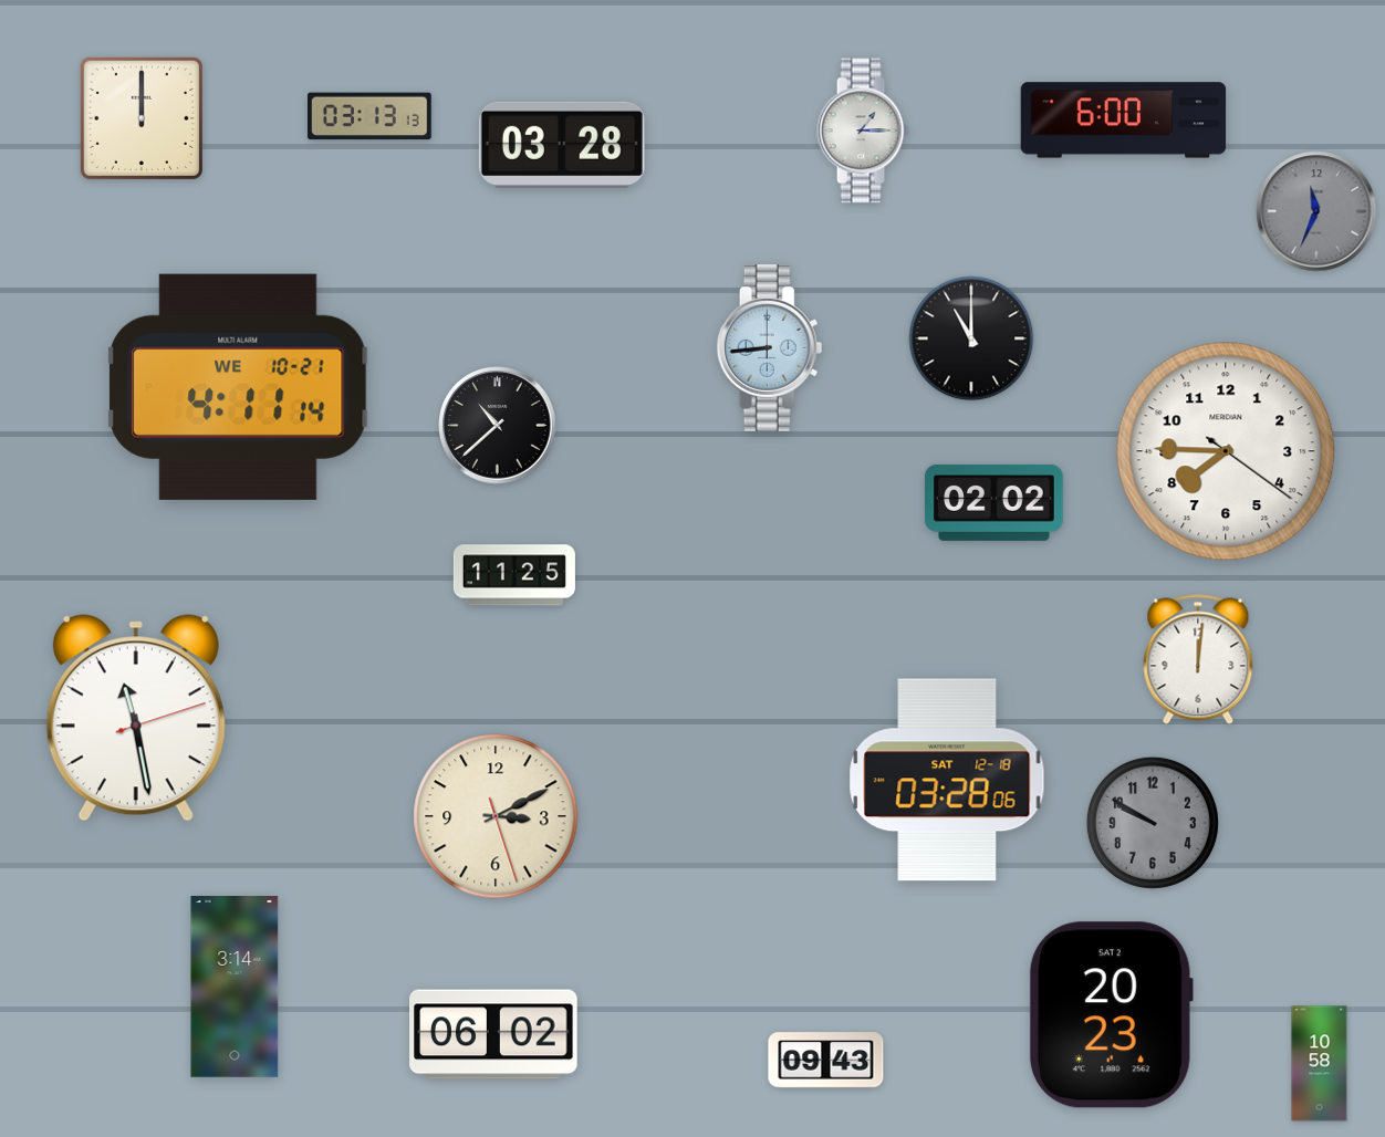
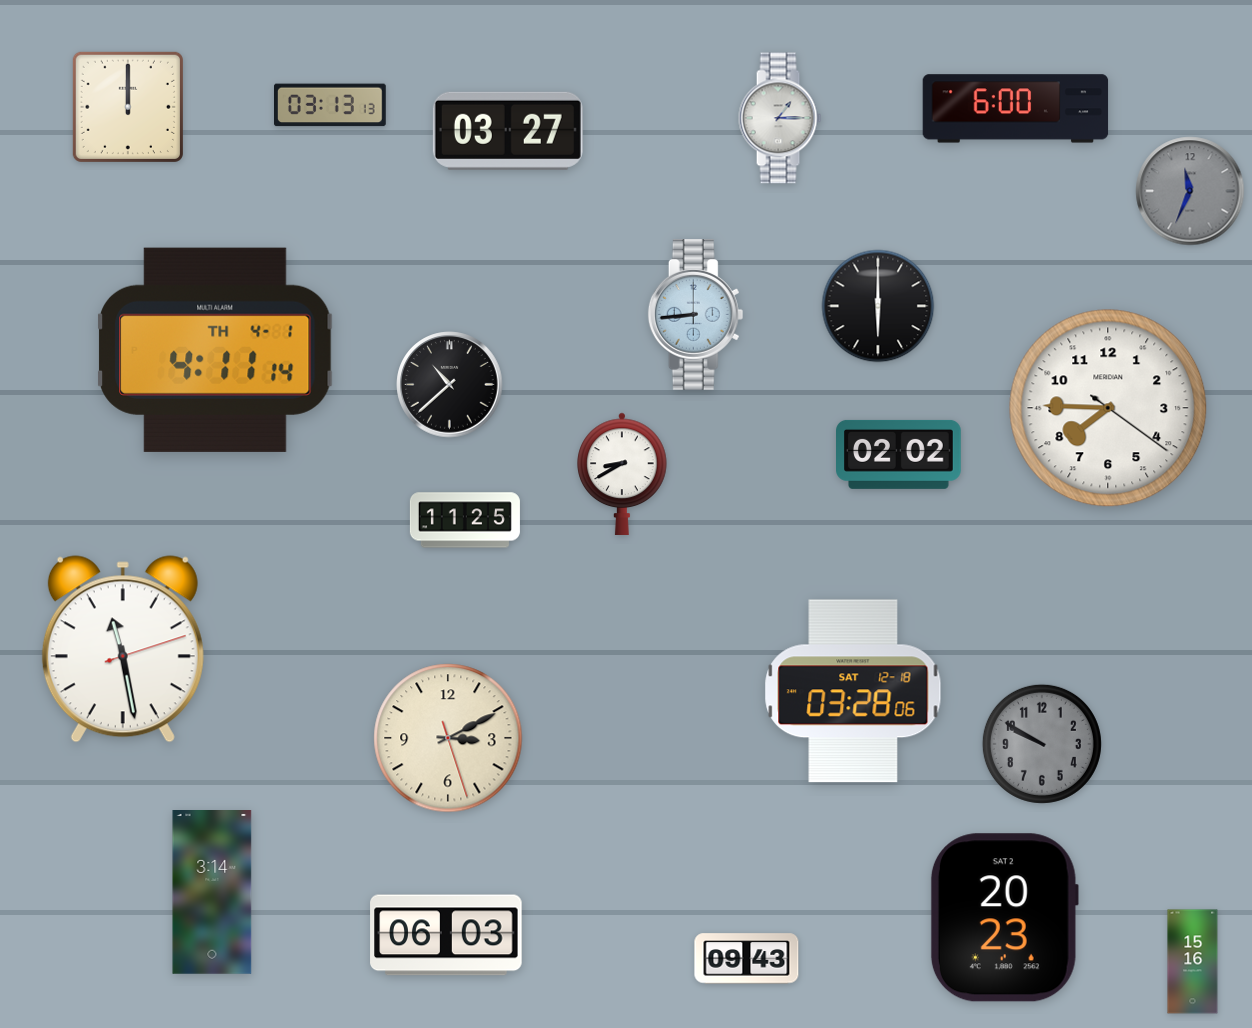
clock at (371, 116) position: (371, 116) -> (331, 105)
clock at (562, 145): 03:28 -> 03:27
clock at (971, 338): 11:00 -> 6:00
clock at (238, 387) date: WE 10-21 -> TH 4-1
clock at (622, 474): none -> 8:40
clock at (1198, 659): 12:01 -> none
clock at (947, 780) position: (947, 780) -> (853, 691)
clock at (493, 1034): 06:02 -> 06:03
clock at (1320, 1064): 10:58 -> 15:16
